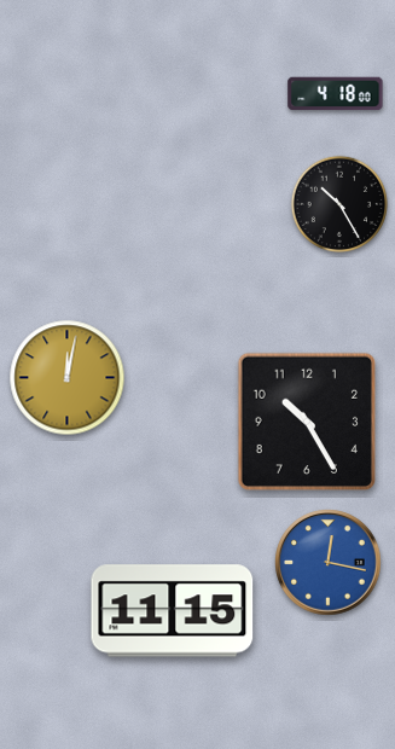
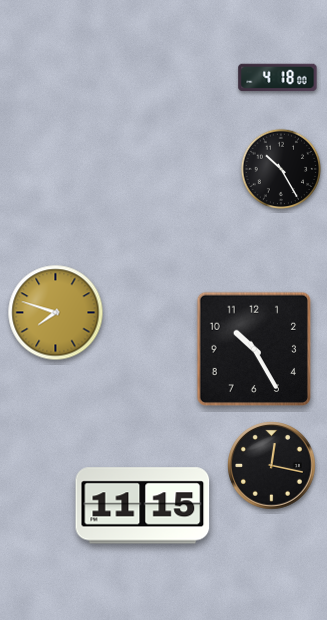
clock at (68, 378): 12:02 -> 7:48
clock at (329, 563) dial: blue -> black
